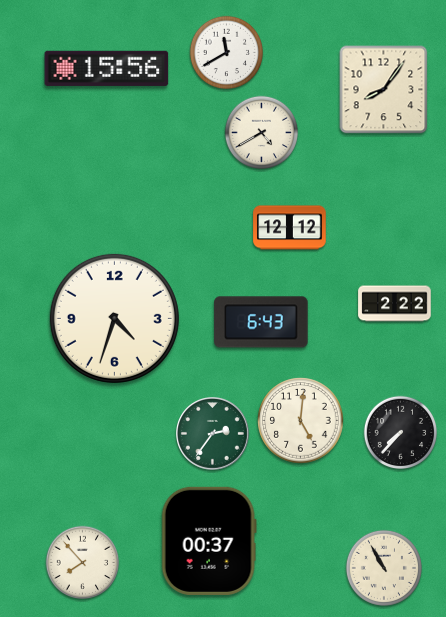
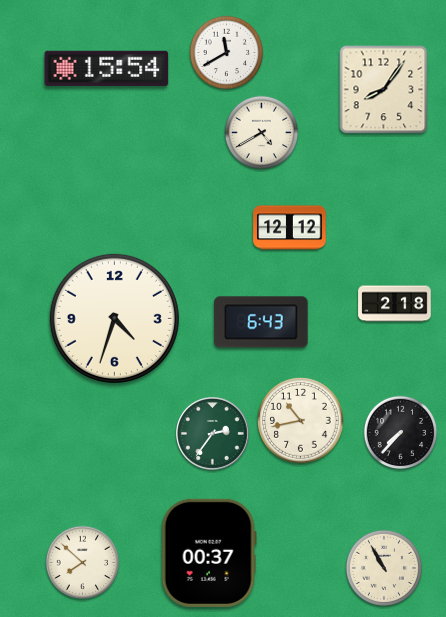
clock at (107, 68): 15:56 -> 15:54
clock at (395, 304): 2:22 -> 2:18
clock at (301, 421): 5:01 -> 10:43
clock at (209, 541) position: (209, 541) -> (209, 553)
clock at (83, 563): 7:53 -> 7:52
